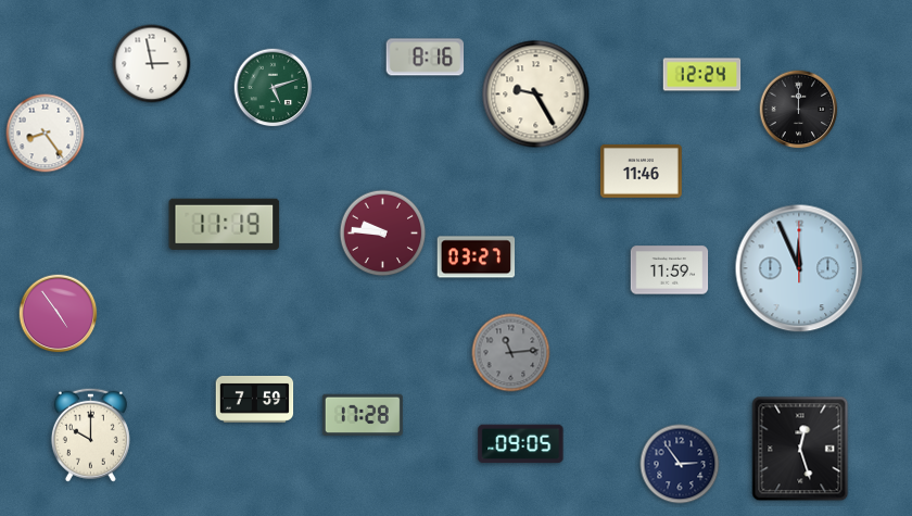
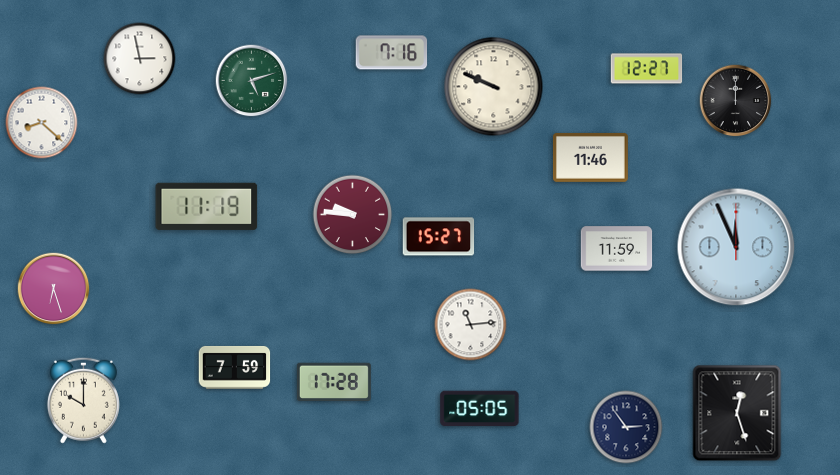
clock at (426, 58): 8:16 -> 7:16
clock at (702, 75): 12:24 -> 12:27
clock at (536, 95): 9:25 -> 9:49
clock at (46, 134): 8:24 -> 8:22
clock at (477, 257): 03:27 -> 15:27
clock at (59, 314): 4:54 -> 6:27
clock at (511, 353) dial: grey -> white
clock at (521, 444): 09:05 -> 05:05
